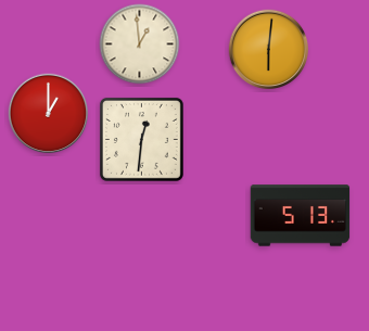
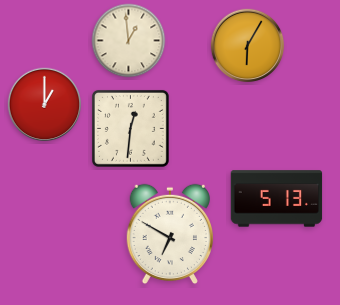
clock at (269, 50): 6:01 -> 6:05
clock at (169, 234): none -> 6:50
